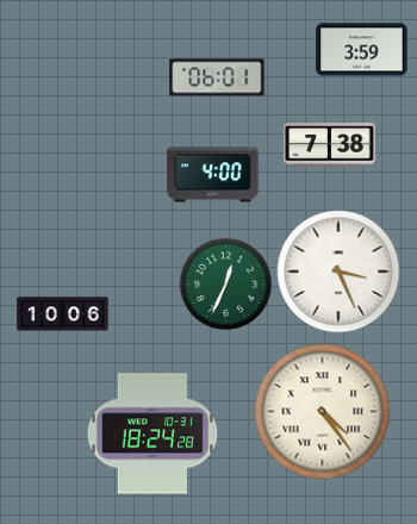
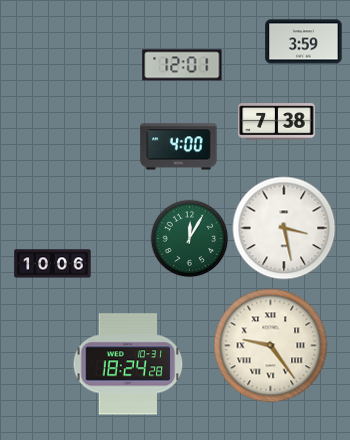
clock at (217, 77): 06:01 -> 12:01
clock at (338, 272): 3:26 -> 3:28
clock at (225, 283): 12:34 -> 12:05
clock at (323, 412): 4:24 -> 9:24
